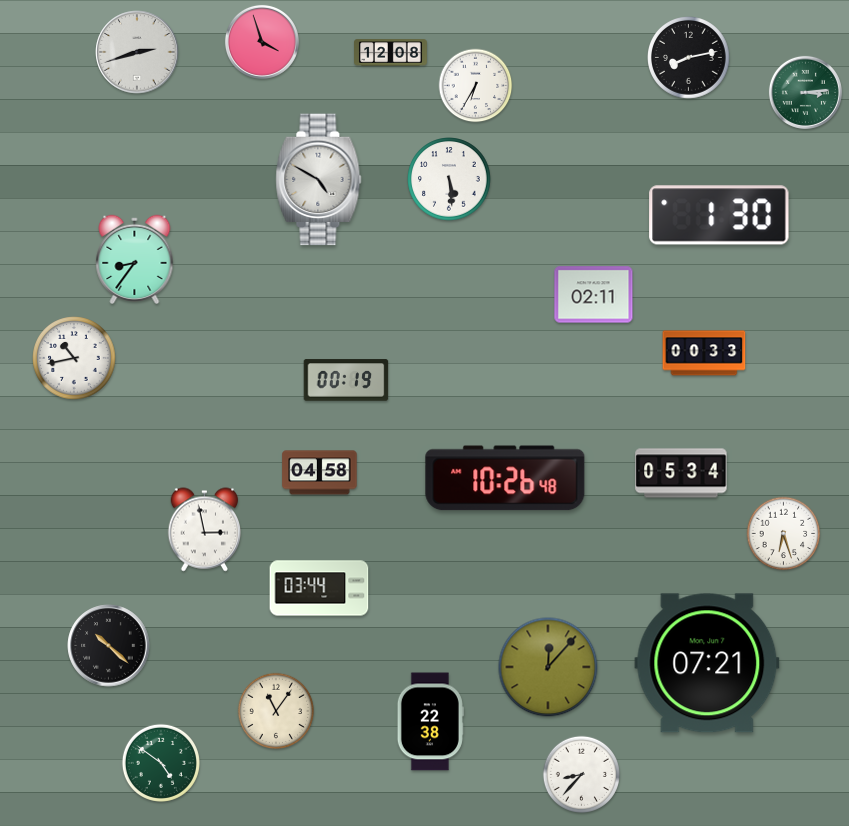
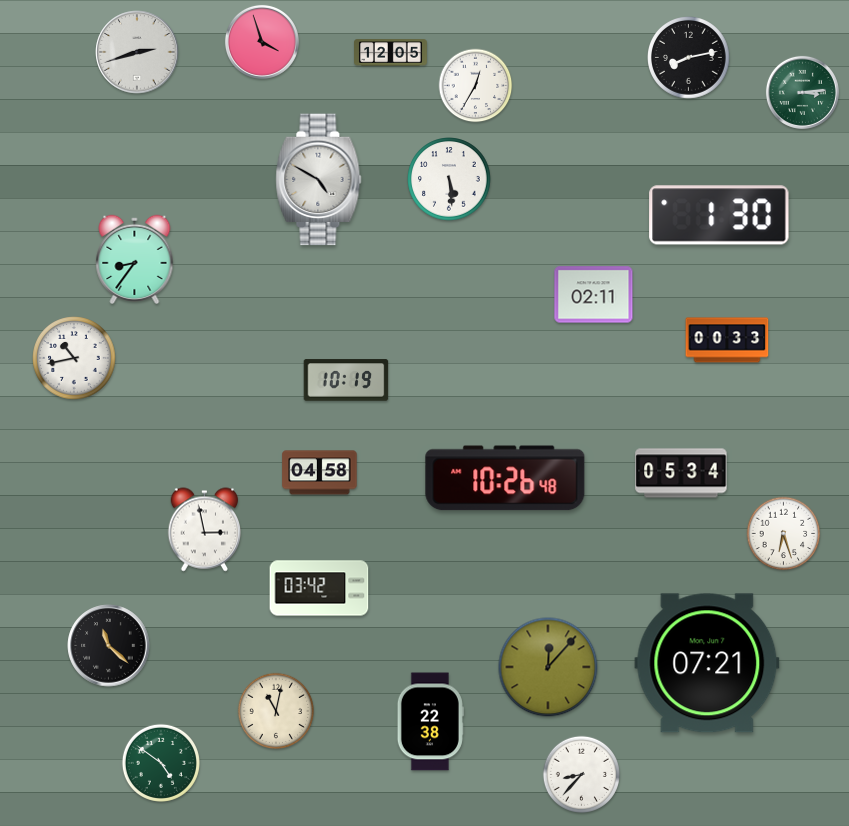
clock at (391, 53): 12:08 -> 12:05
clock at (476, 86): 6:35 -> 12:35
clock at (805, 92) position: (805, 92) -> (802, 92)
clock at (704, 353) position: (704, 353) -> (727, 340)
clock at (346, 380): 00:19 -> 10:19
clock at (319, 588): 03:44 -> 03:42
clock at (109, 646): 10:22 -> 11:22
clock at (276, 711): 11:06 -> 11:02
